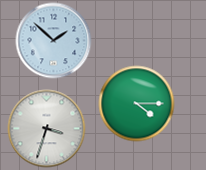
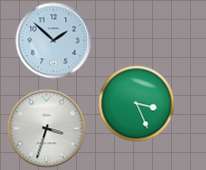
clock at (137, 104): 4:15 -> 3:26
